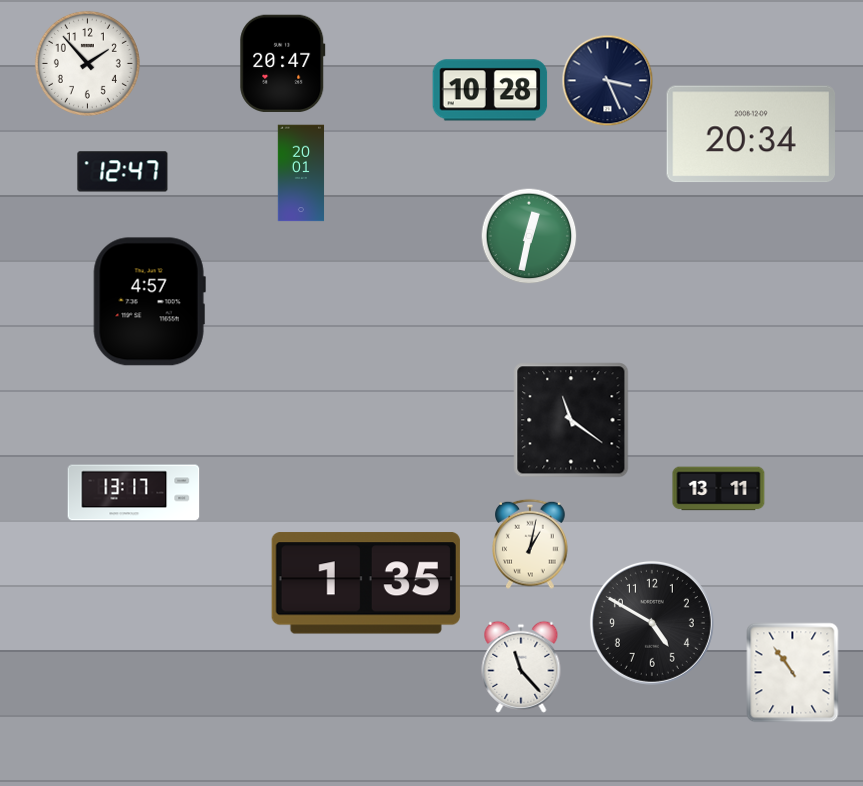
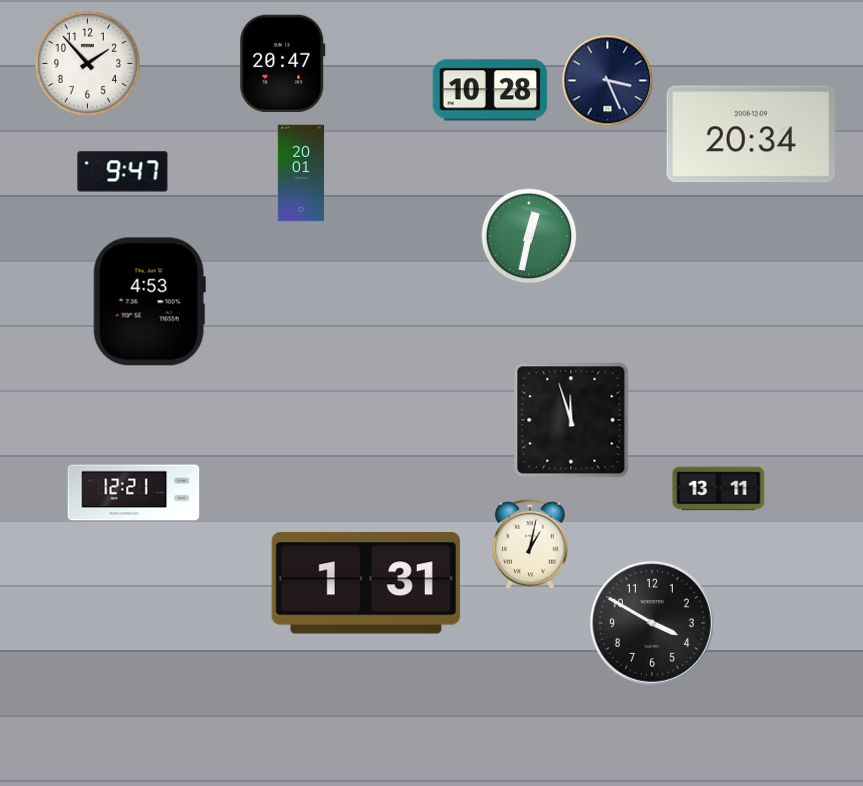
clock at (123, 172): 12:47 -> 9:47
clock at (149, 302): 4:57 -> 4:53
clock at (571, 420): 11:21 -> 11:57
clock at (134, 493): 13:17 -> 12:21
clock at (366, 583): 1:35 -> 1:31
clock at (652, 623): 4:50 -> 3:50
clock at (521, 667): 11:23 -> none
clock at (793, 673): 10:54 -> none
